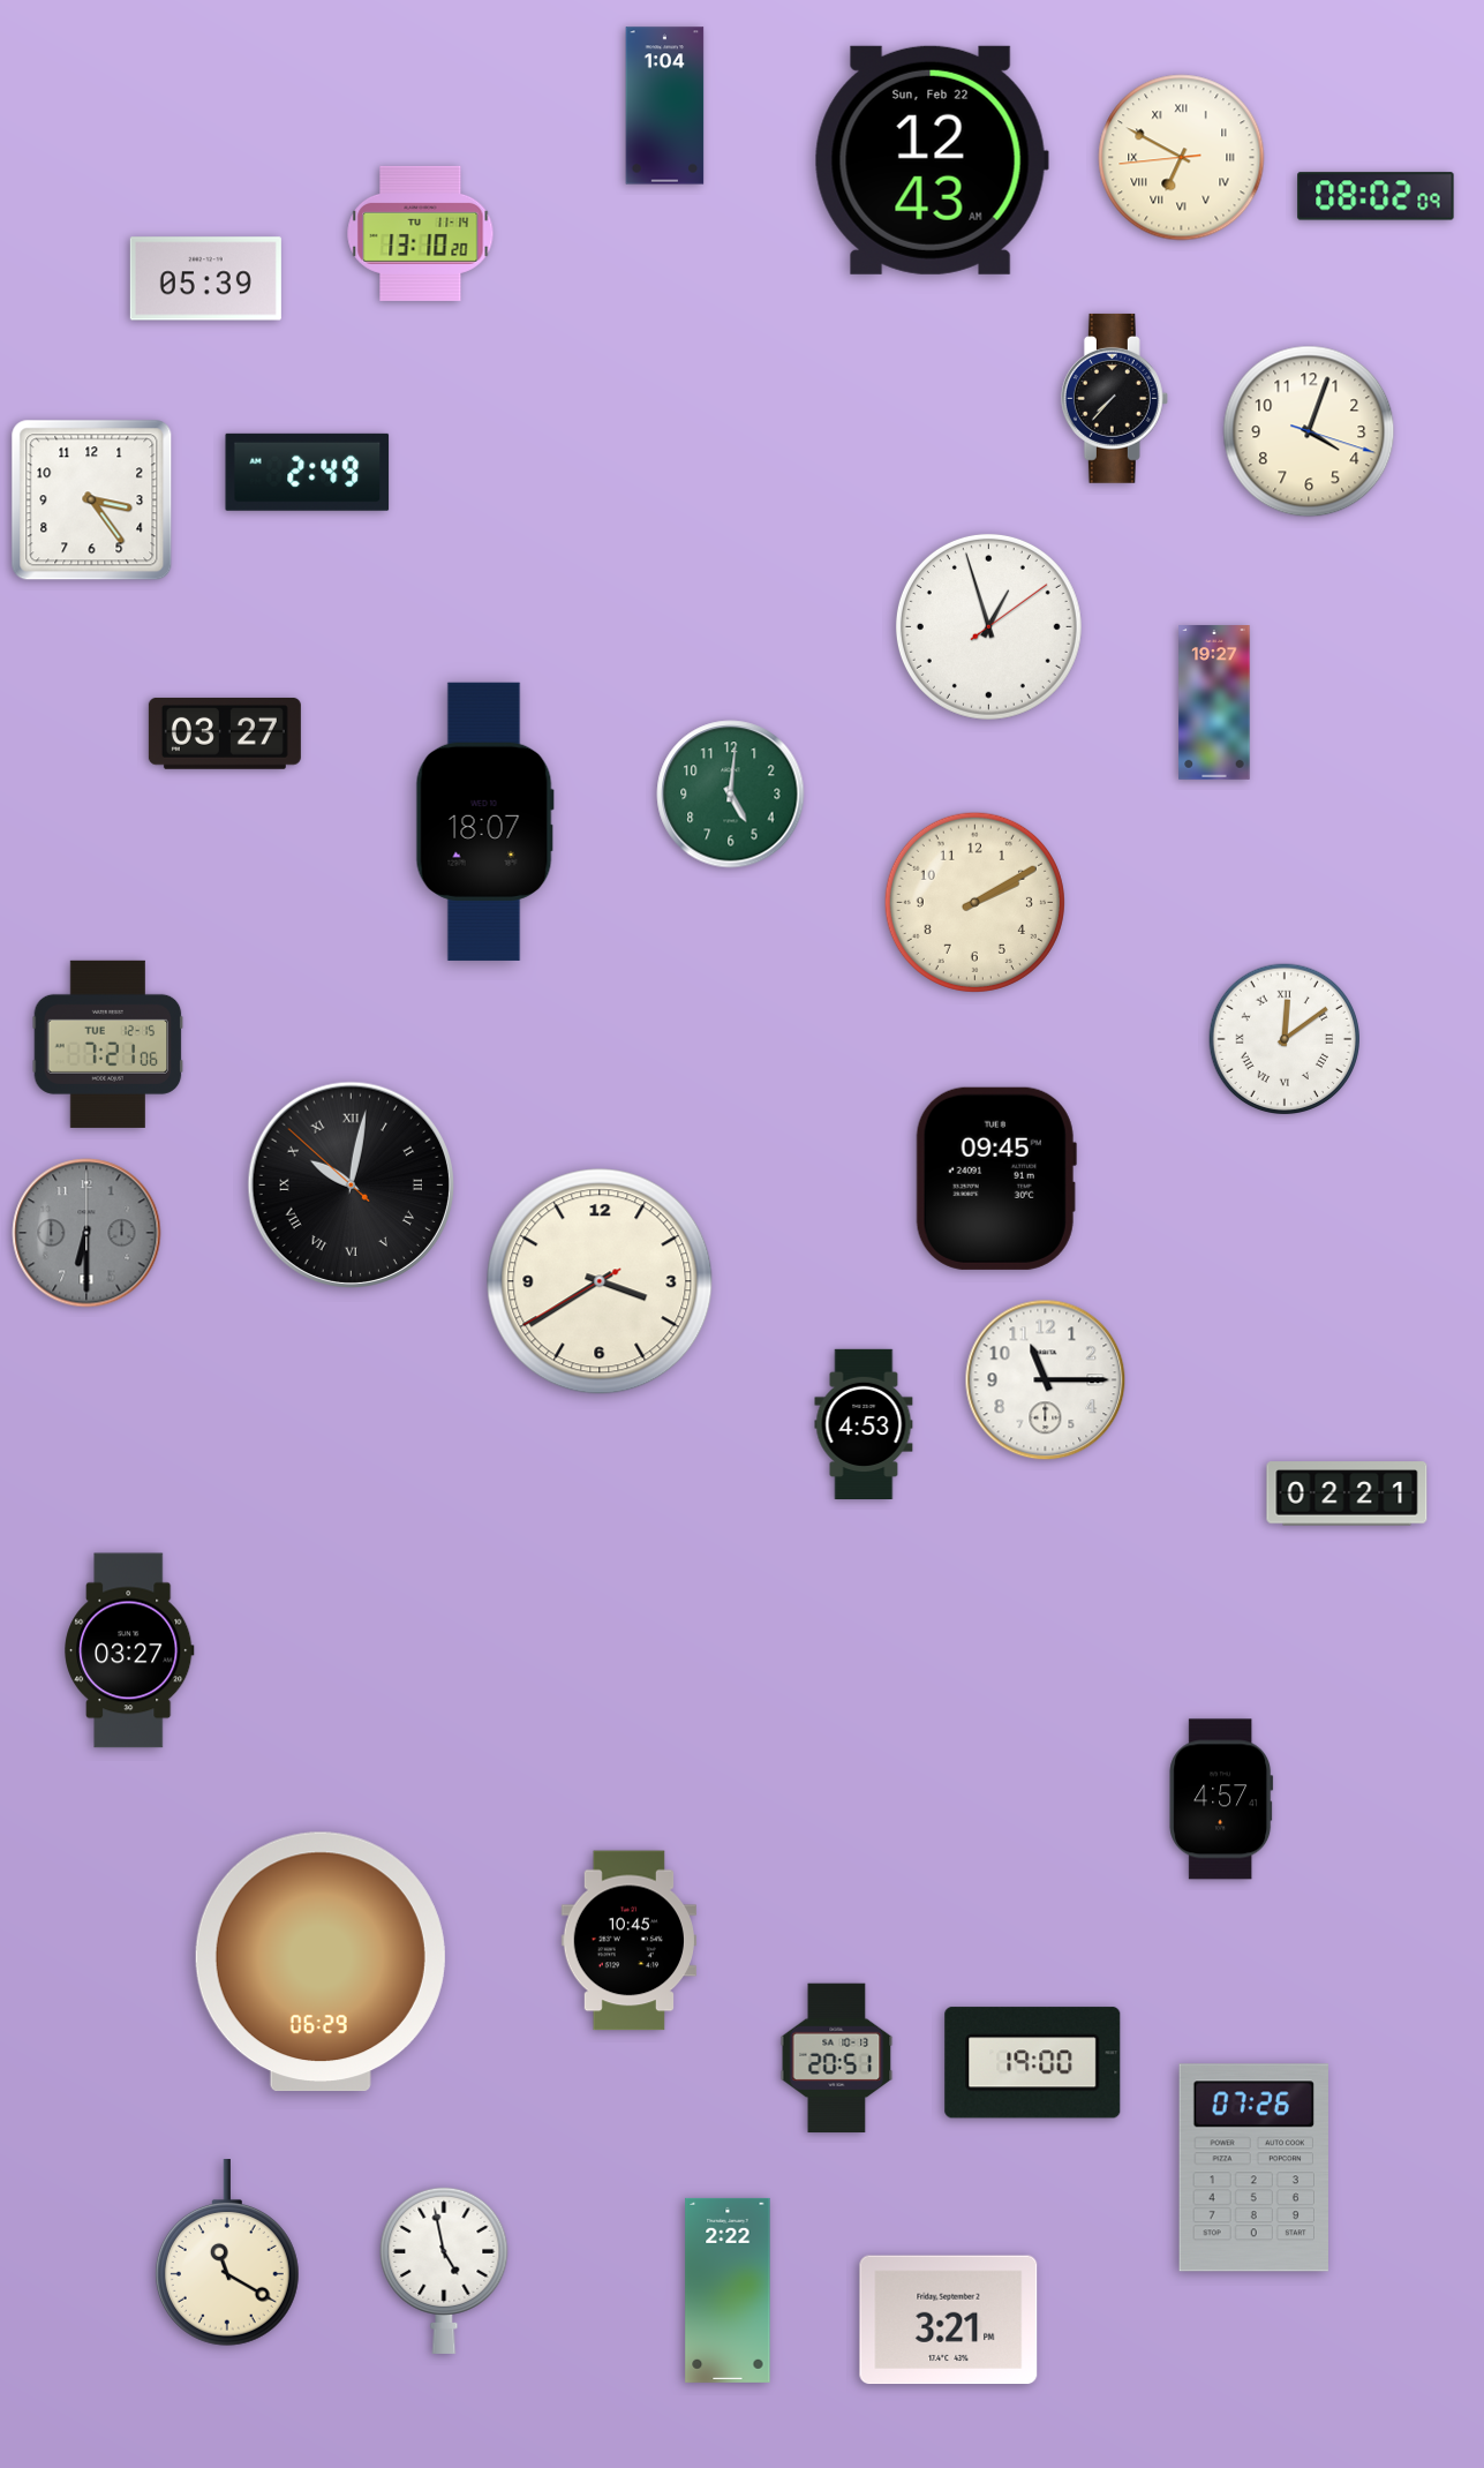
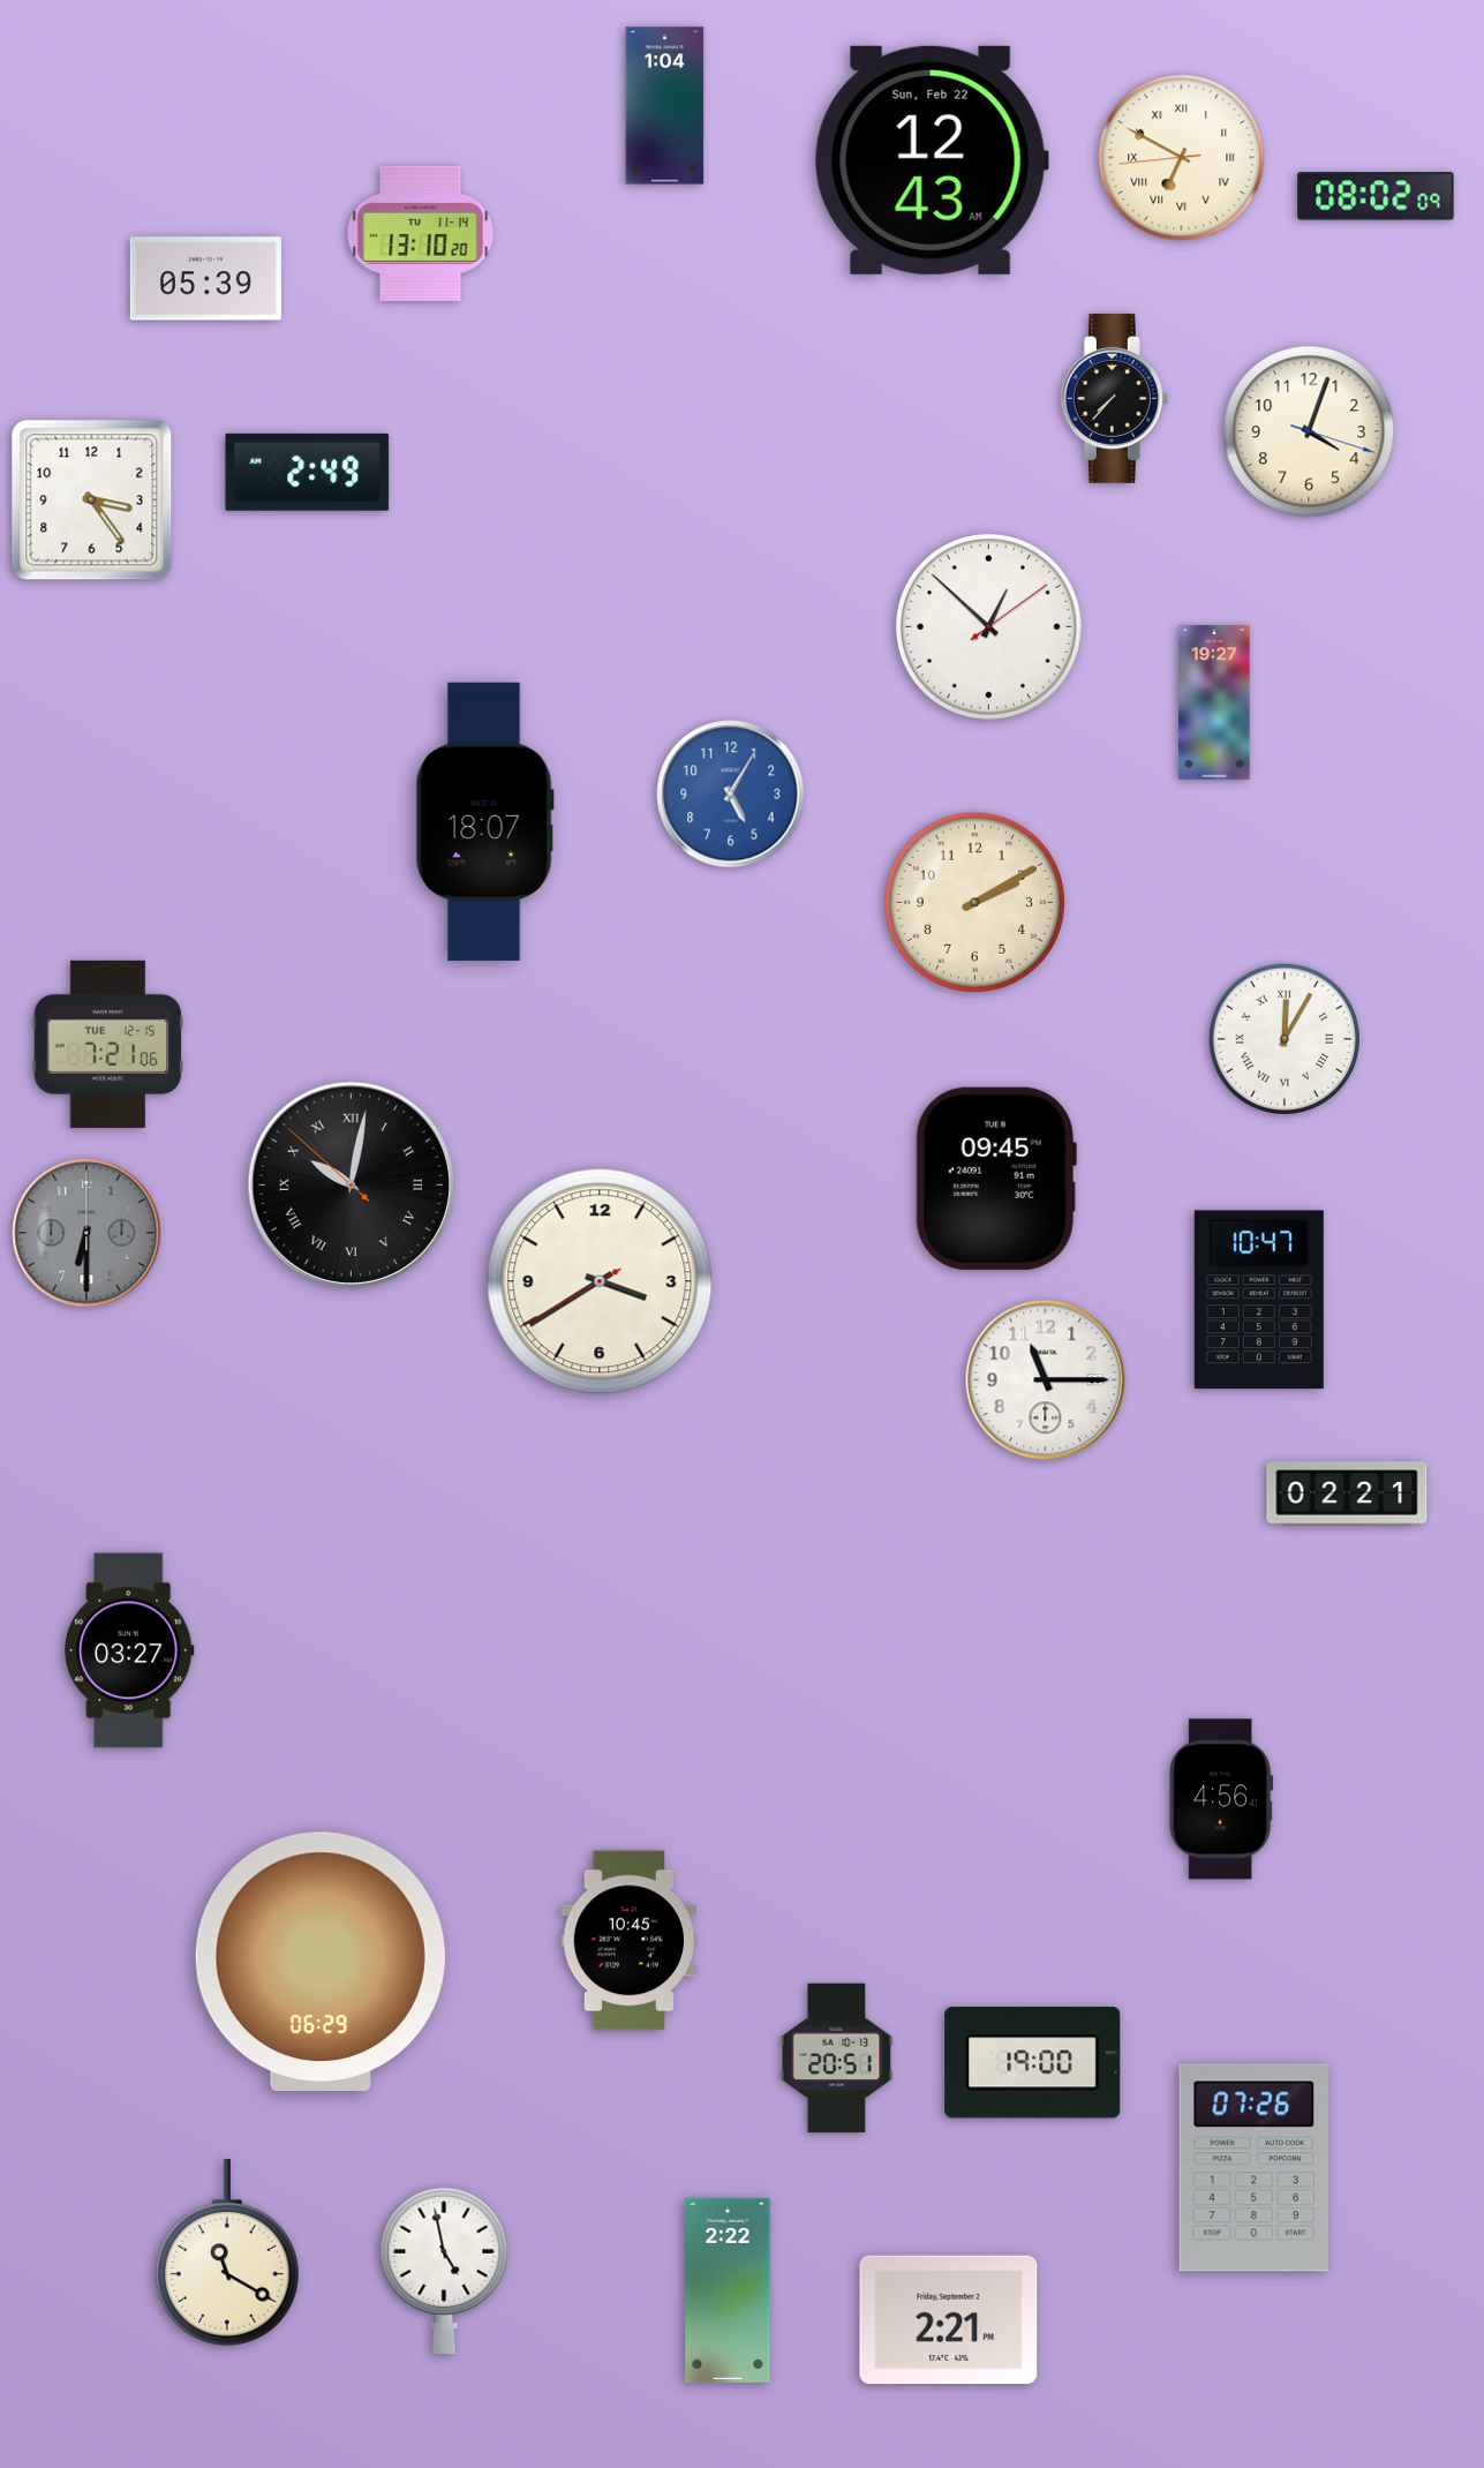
clock at (988, 626): 12:57 -> 12:52
clock at (225, 733): 03:27 -> none
clock at (731, 795): 5:01 -> 5:05
clock at (731, 795) dial: green -> blue
clock at (1285, 1039): 12:09 -> 12:05
clock at (1259, 1300): none -> 10:47
clock at (864, 1423): 4:53 -> none
clock at (1221, 1799): 4:57 -> 4:56
clock at (949, 2320): 3:21 -> 2:21
